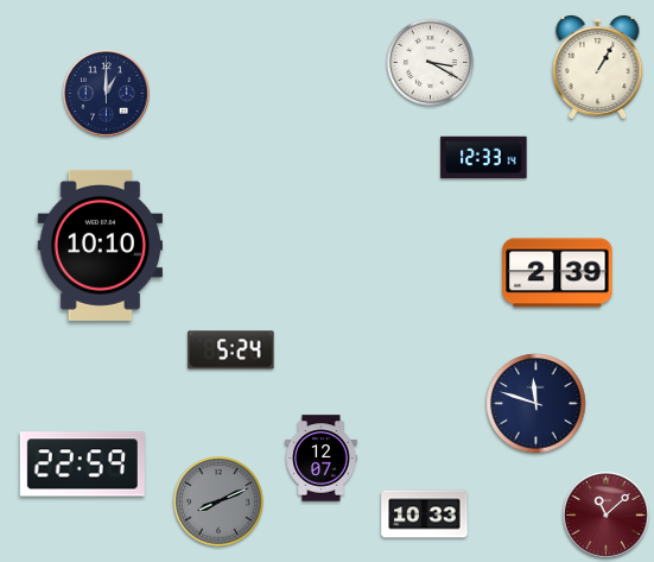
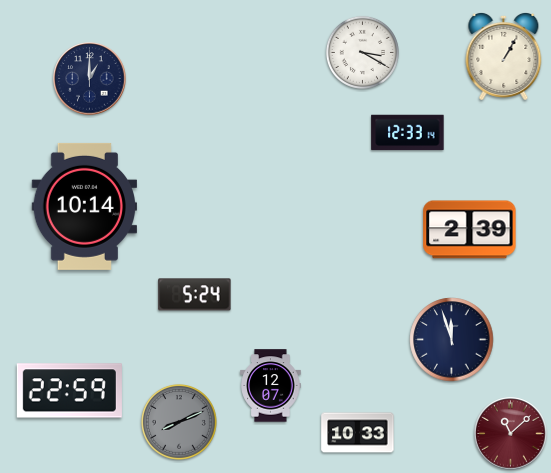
clock at (100, 245): 10:10 -> 10:14
clock at (536, 404): 11:48 -> 11:57
clock at (218, 501) position: (218, 501) -> (179, 422)
